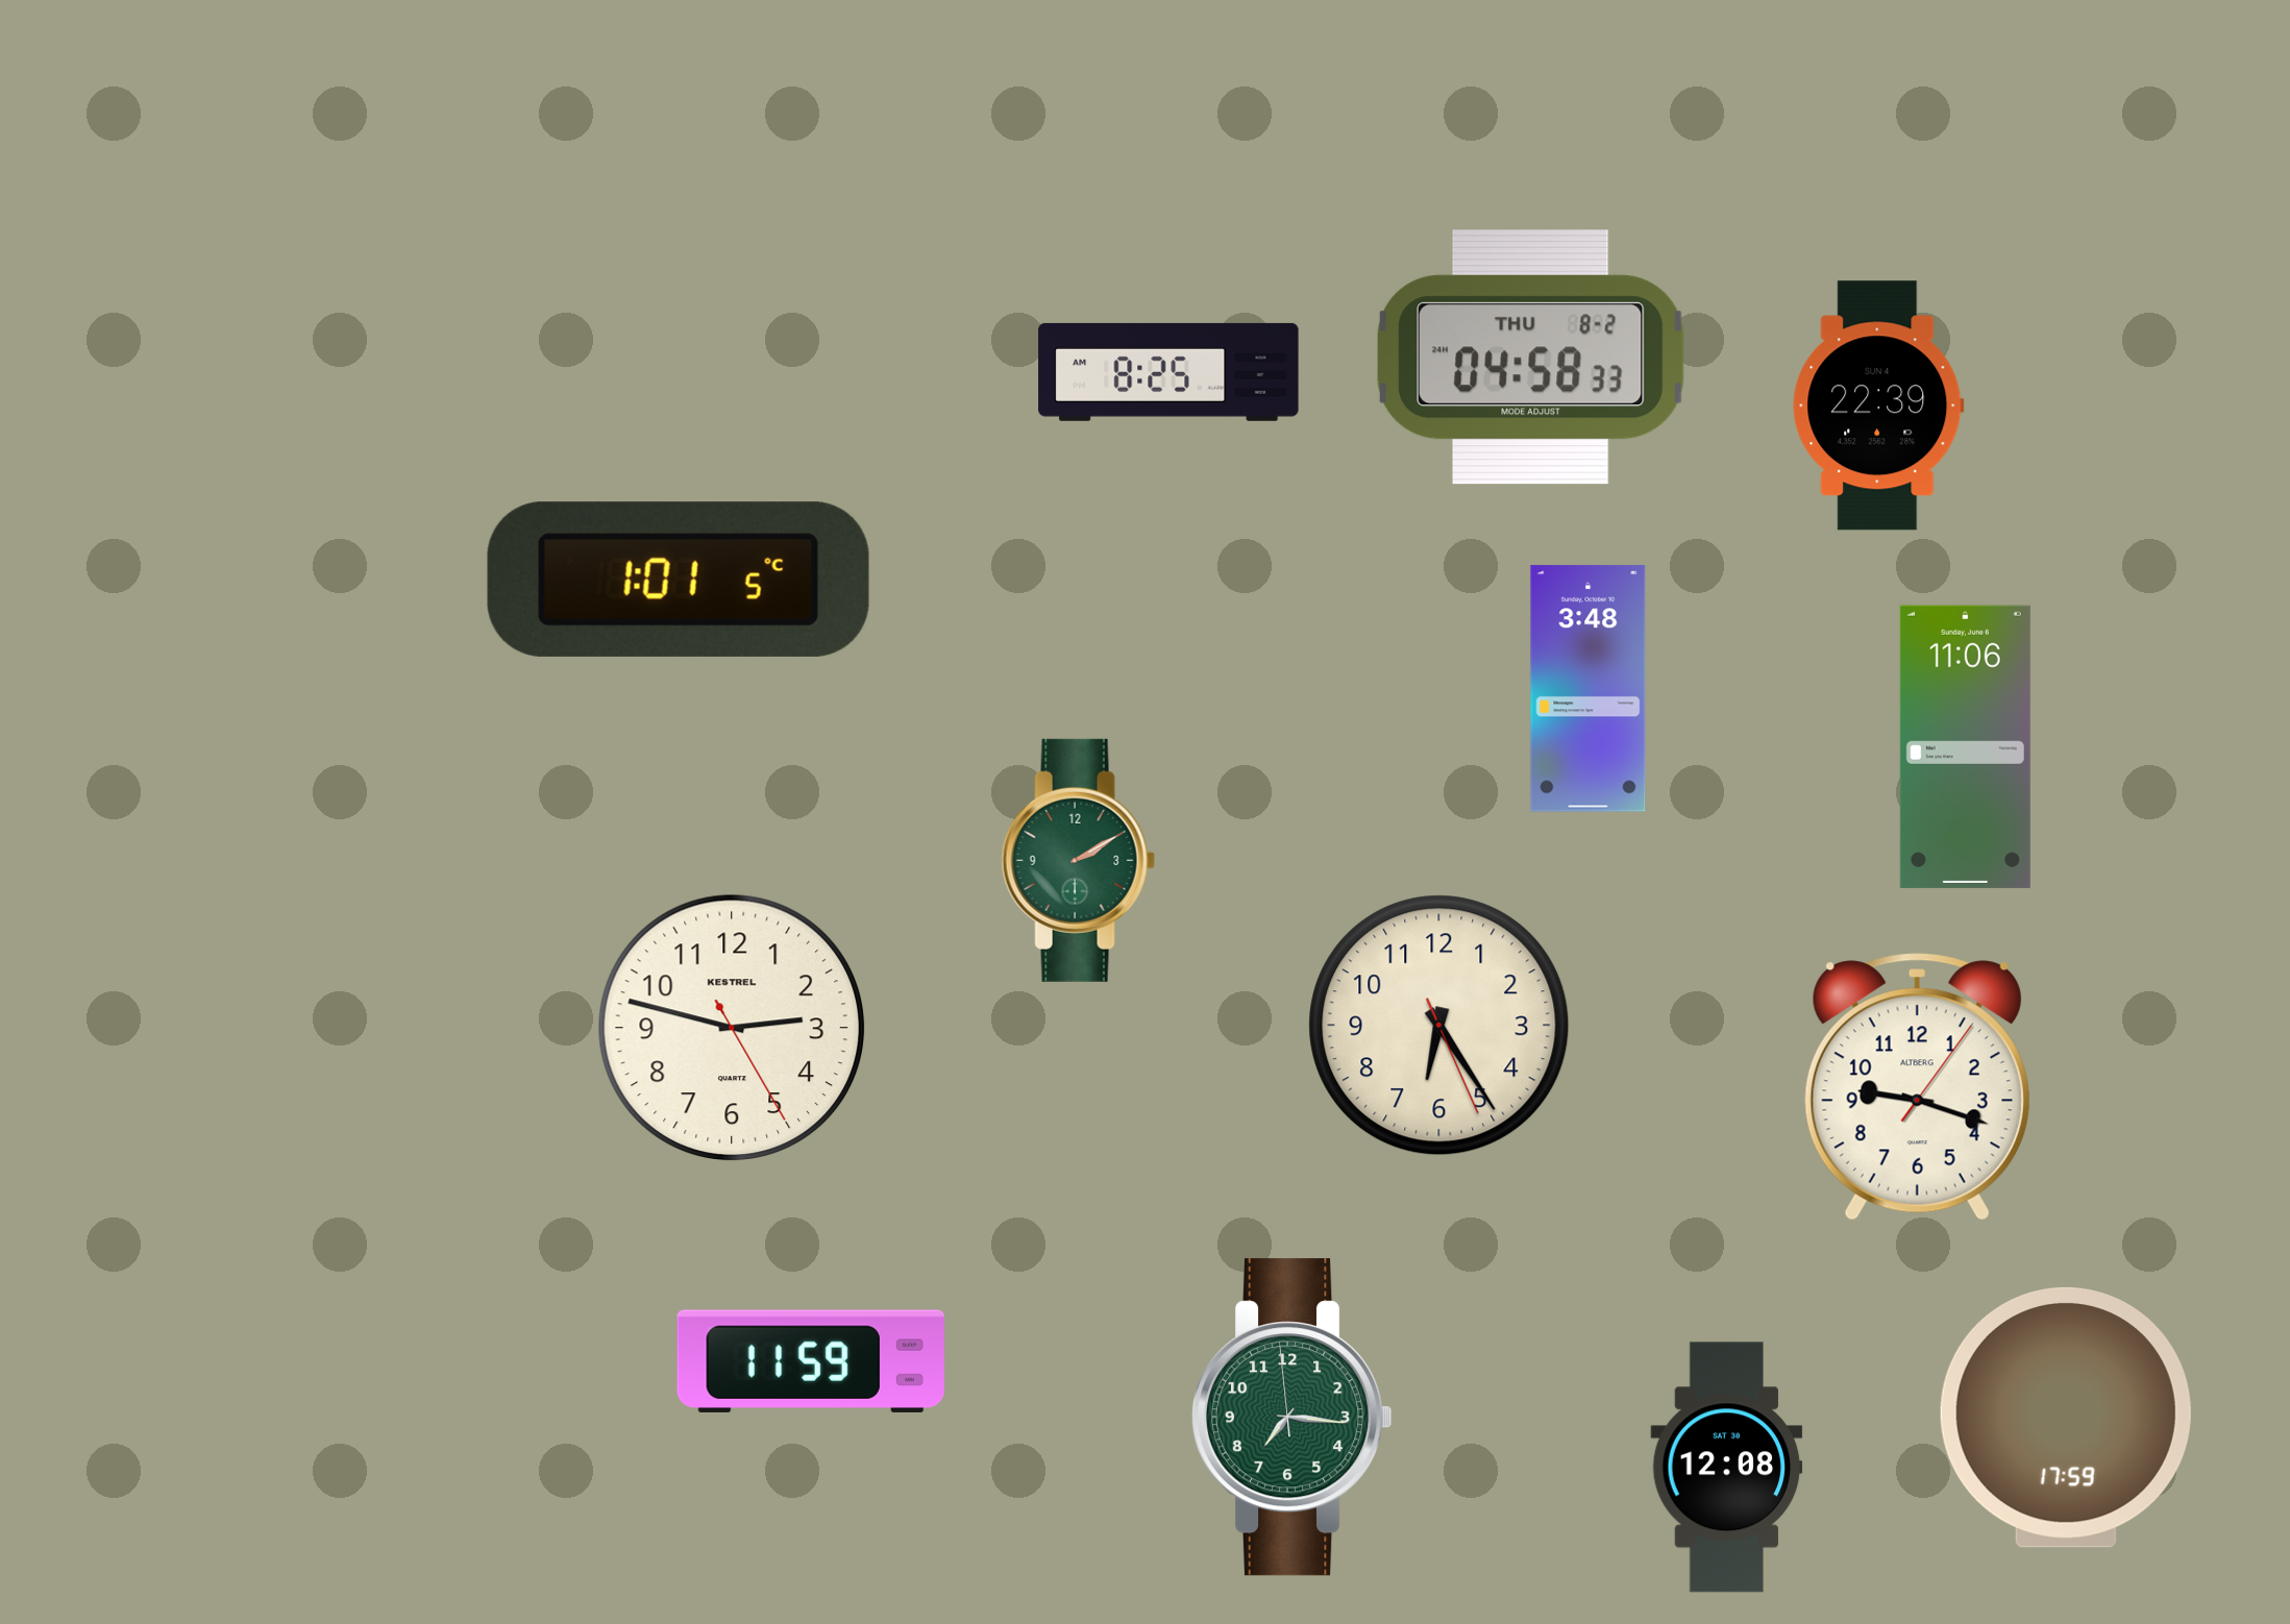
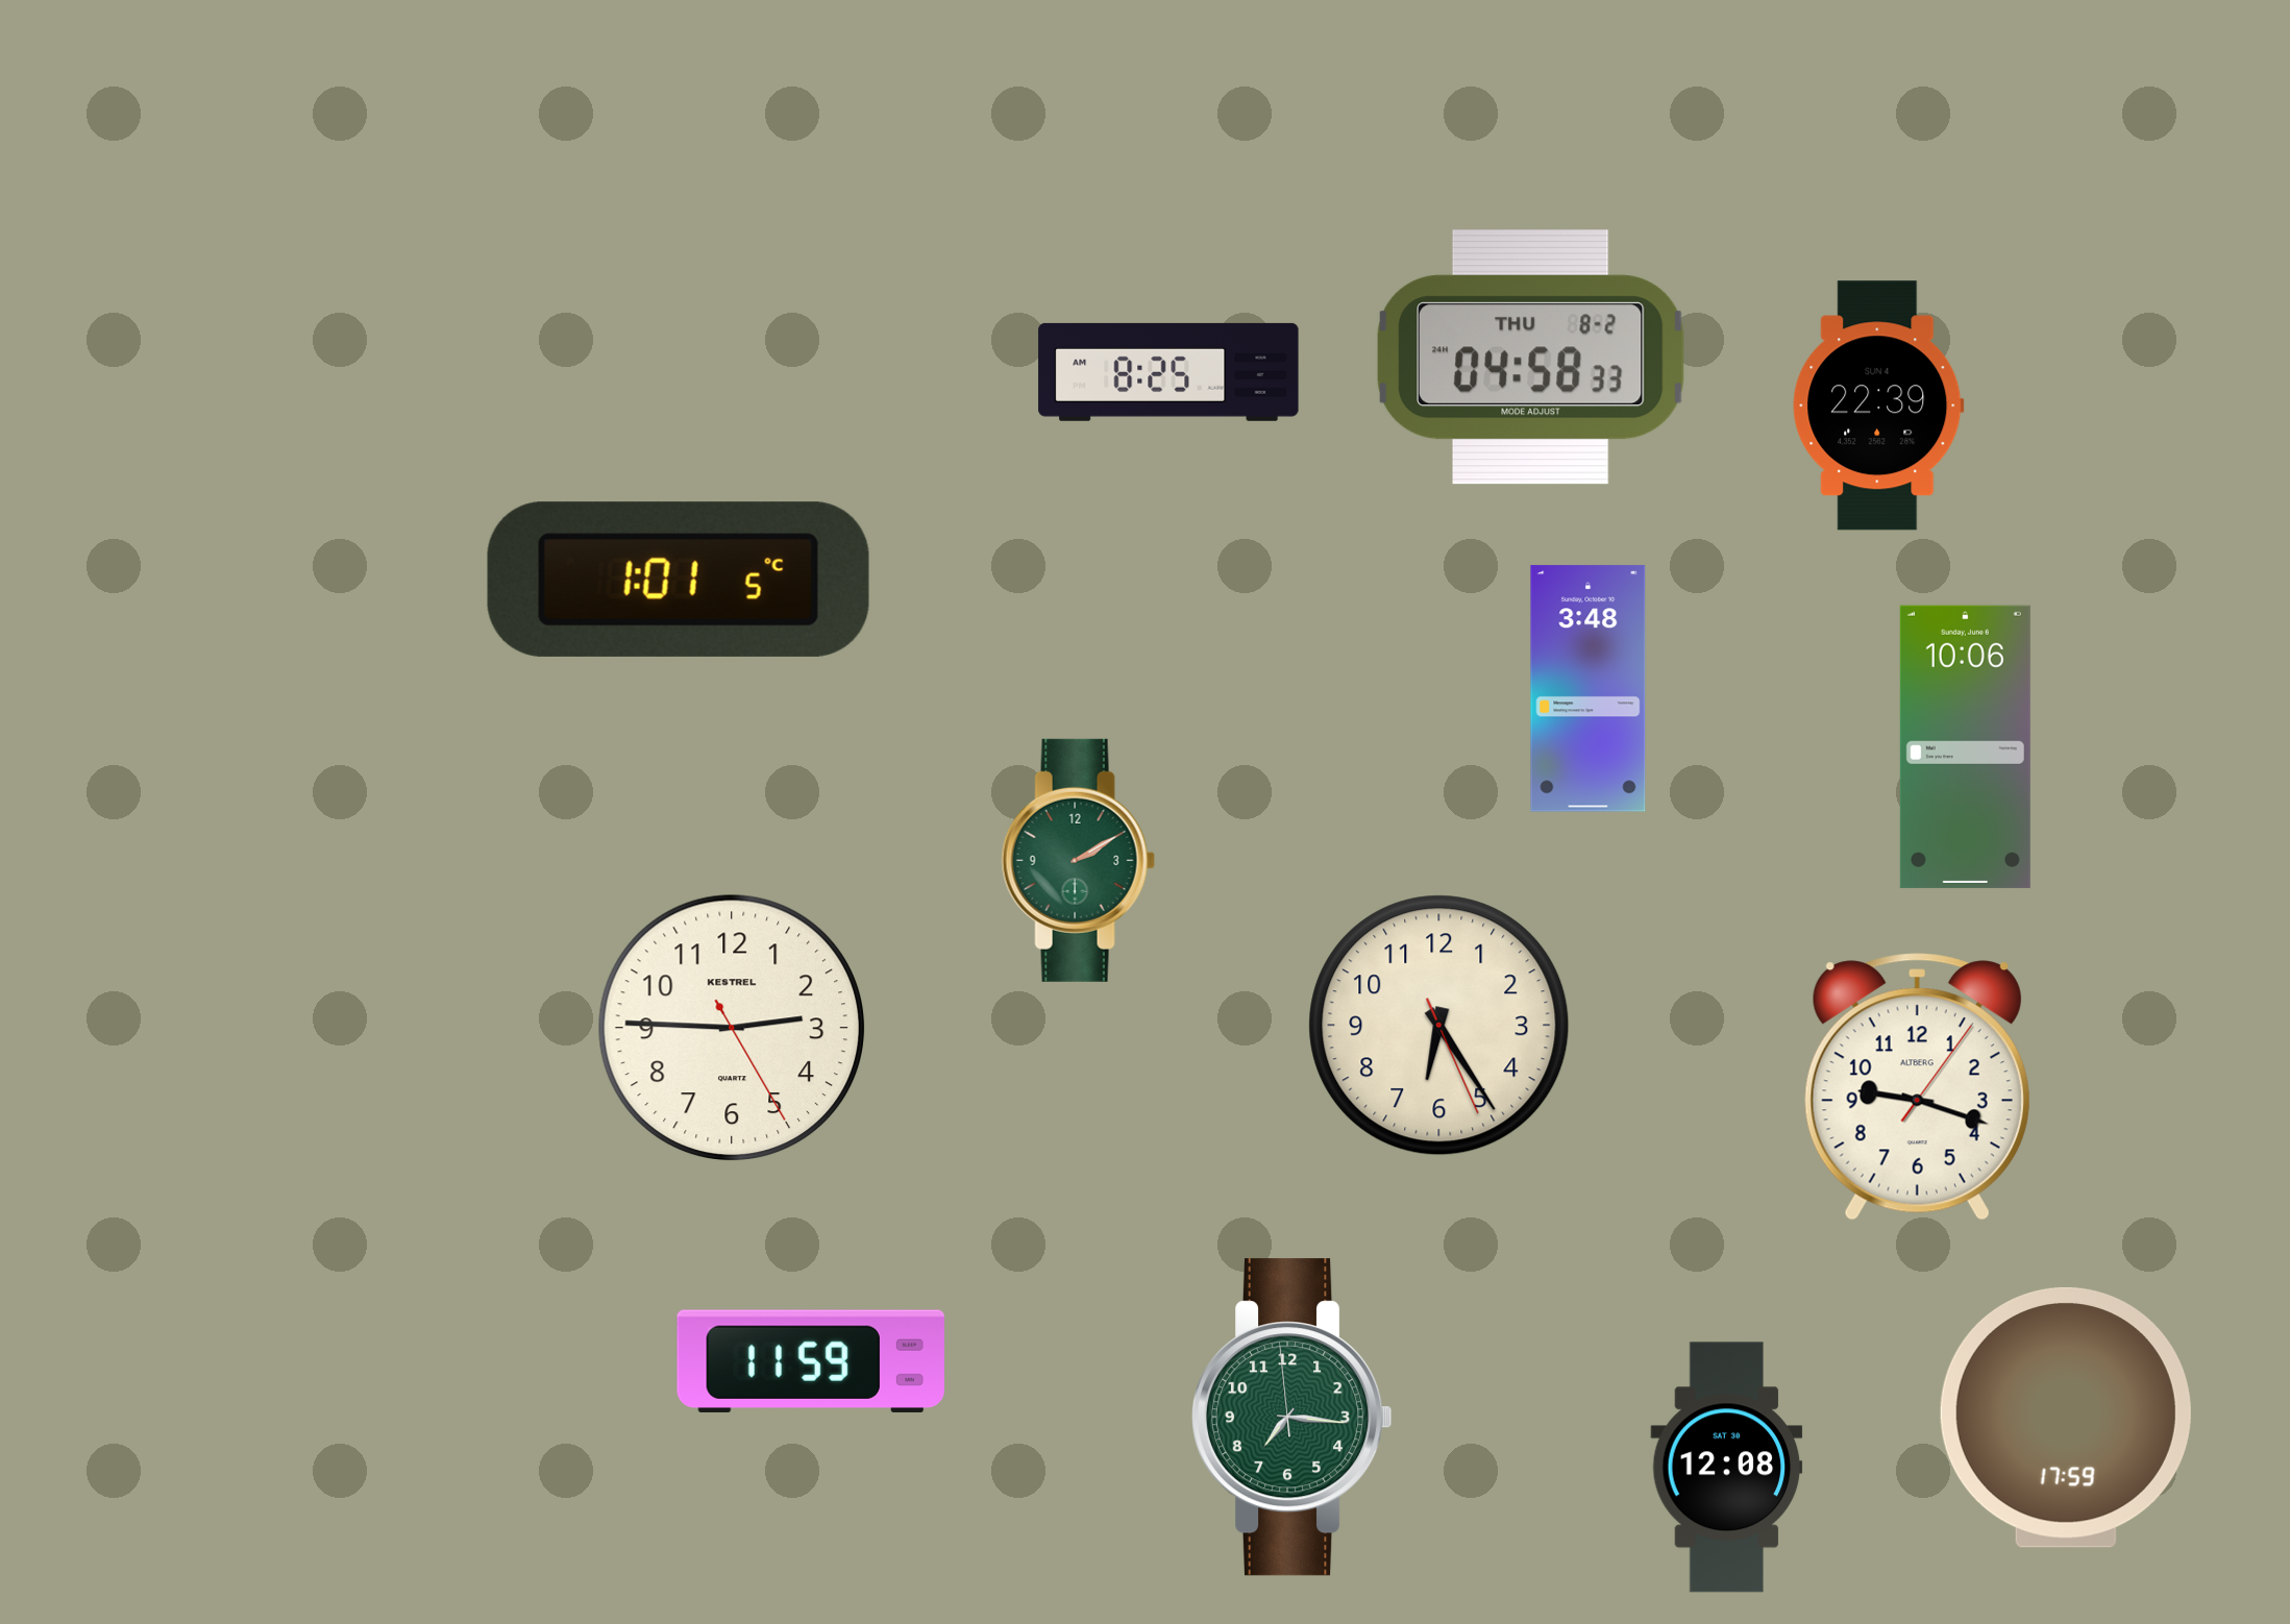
clock at (1965, 746): 11:06 -> 10:06
clock at (732, 1028): 2:47 -> 2:45
